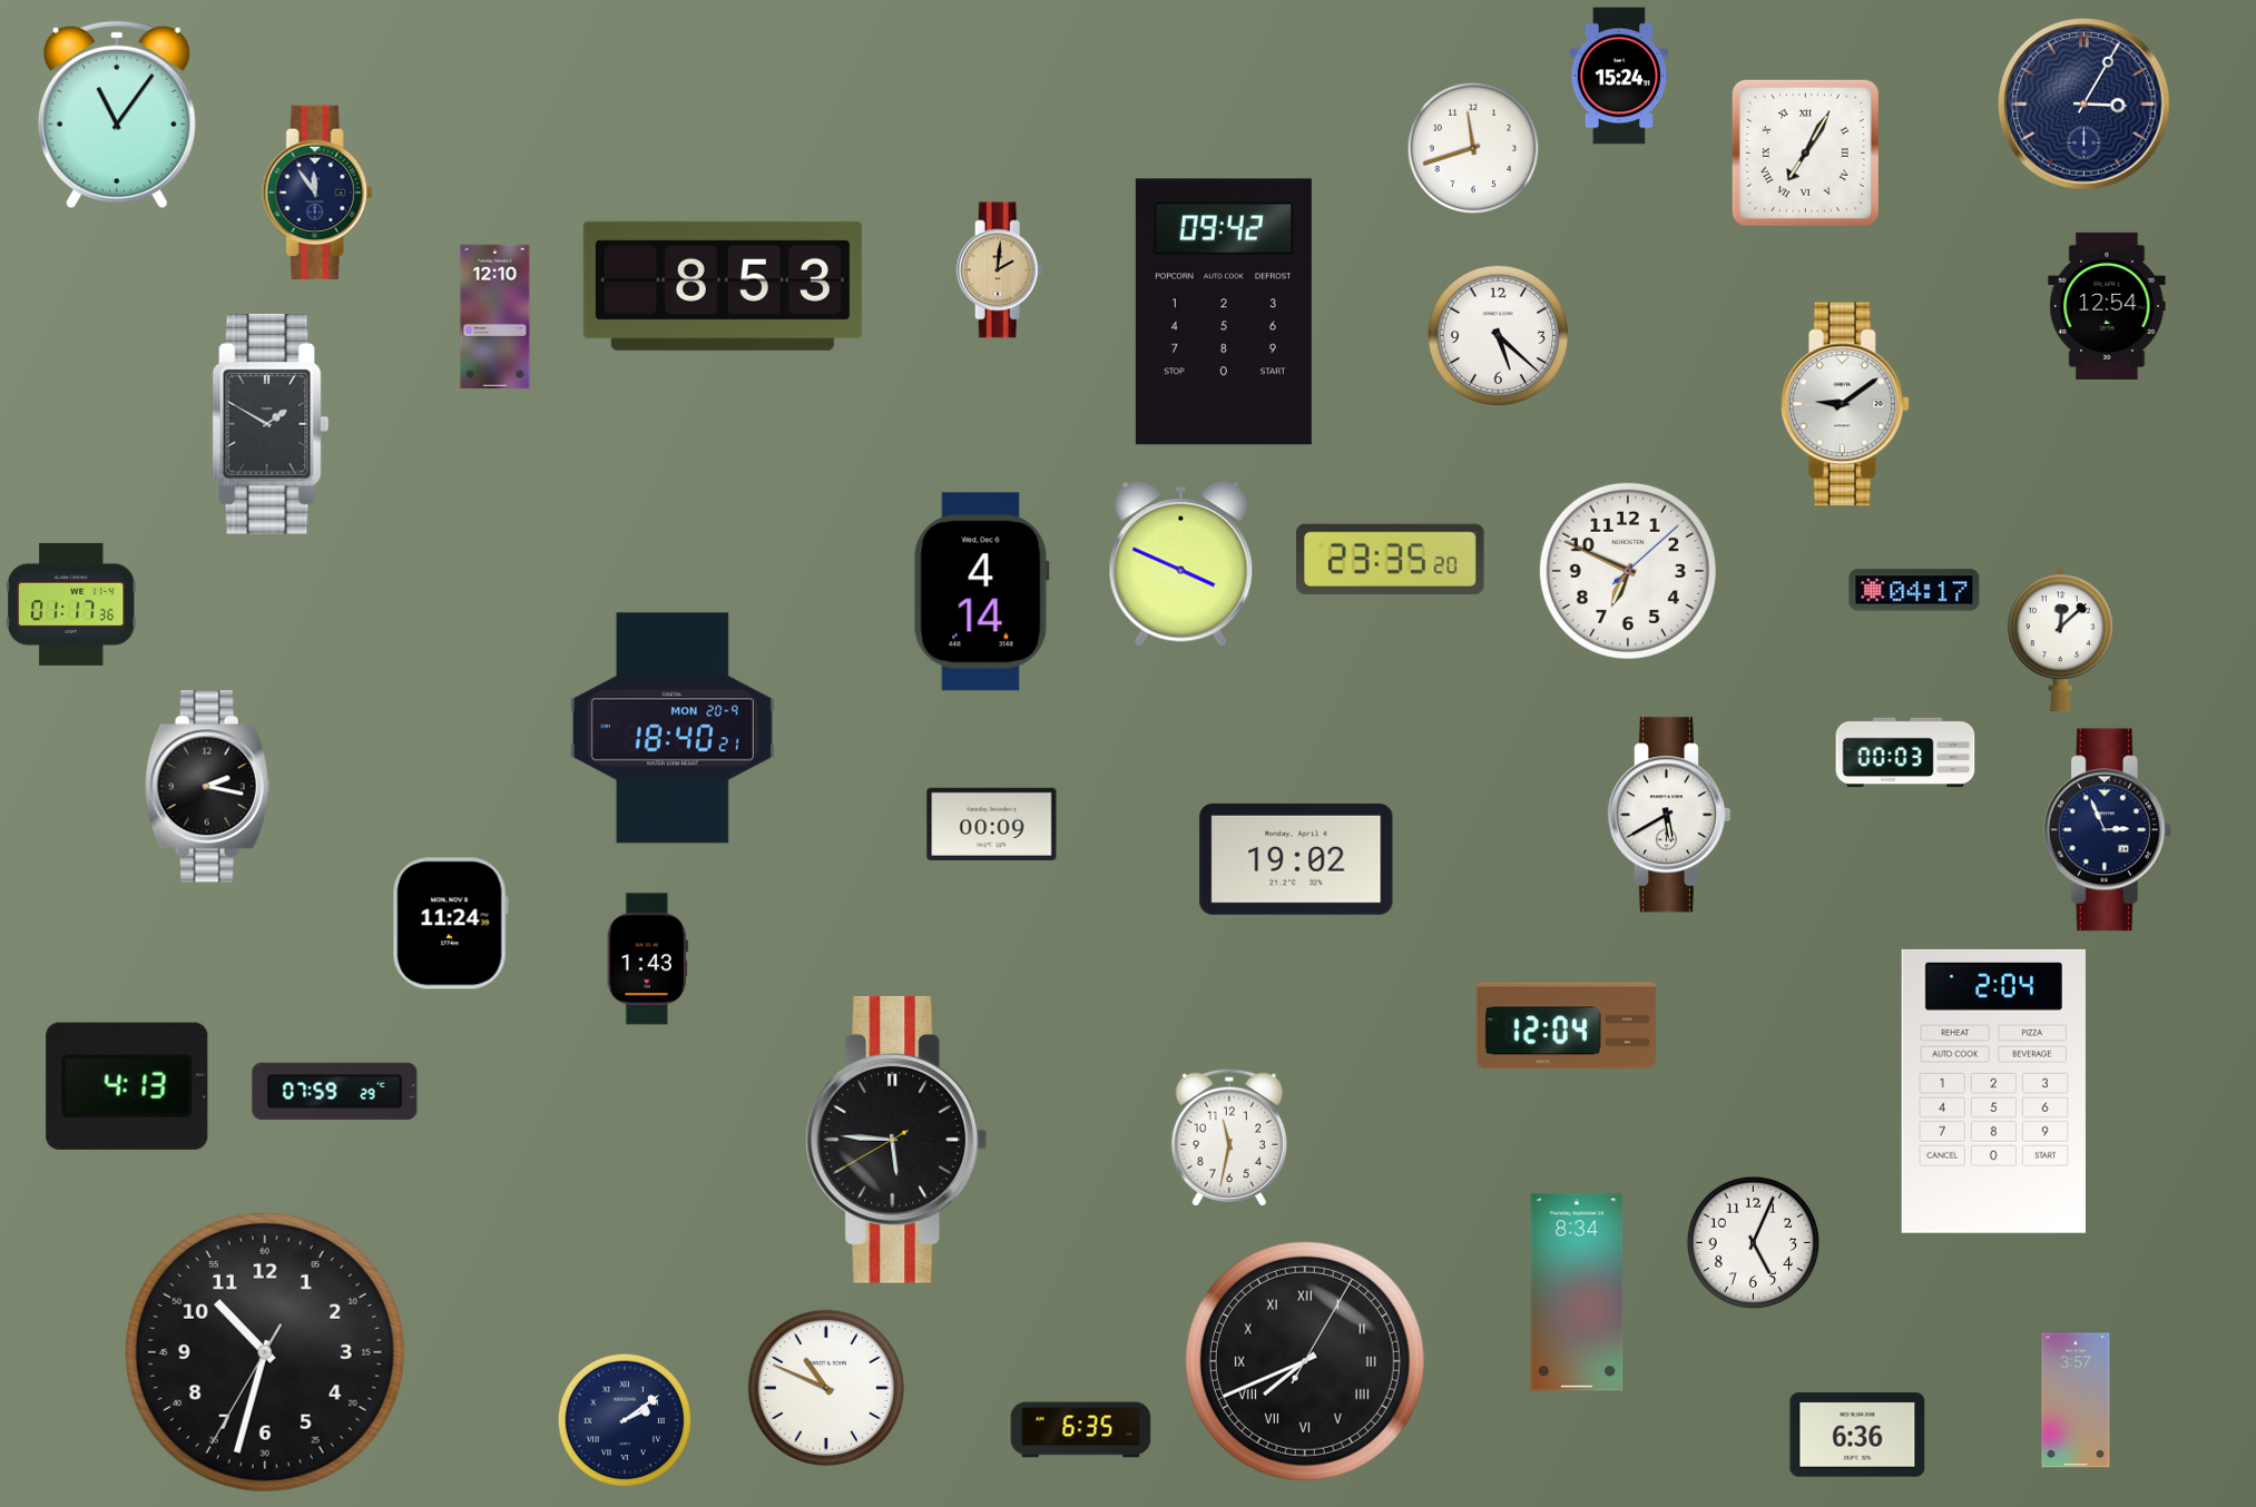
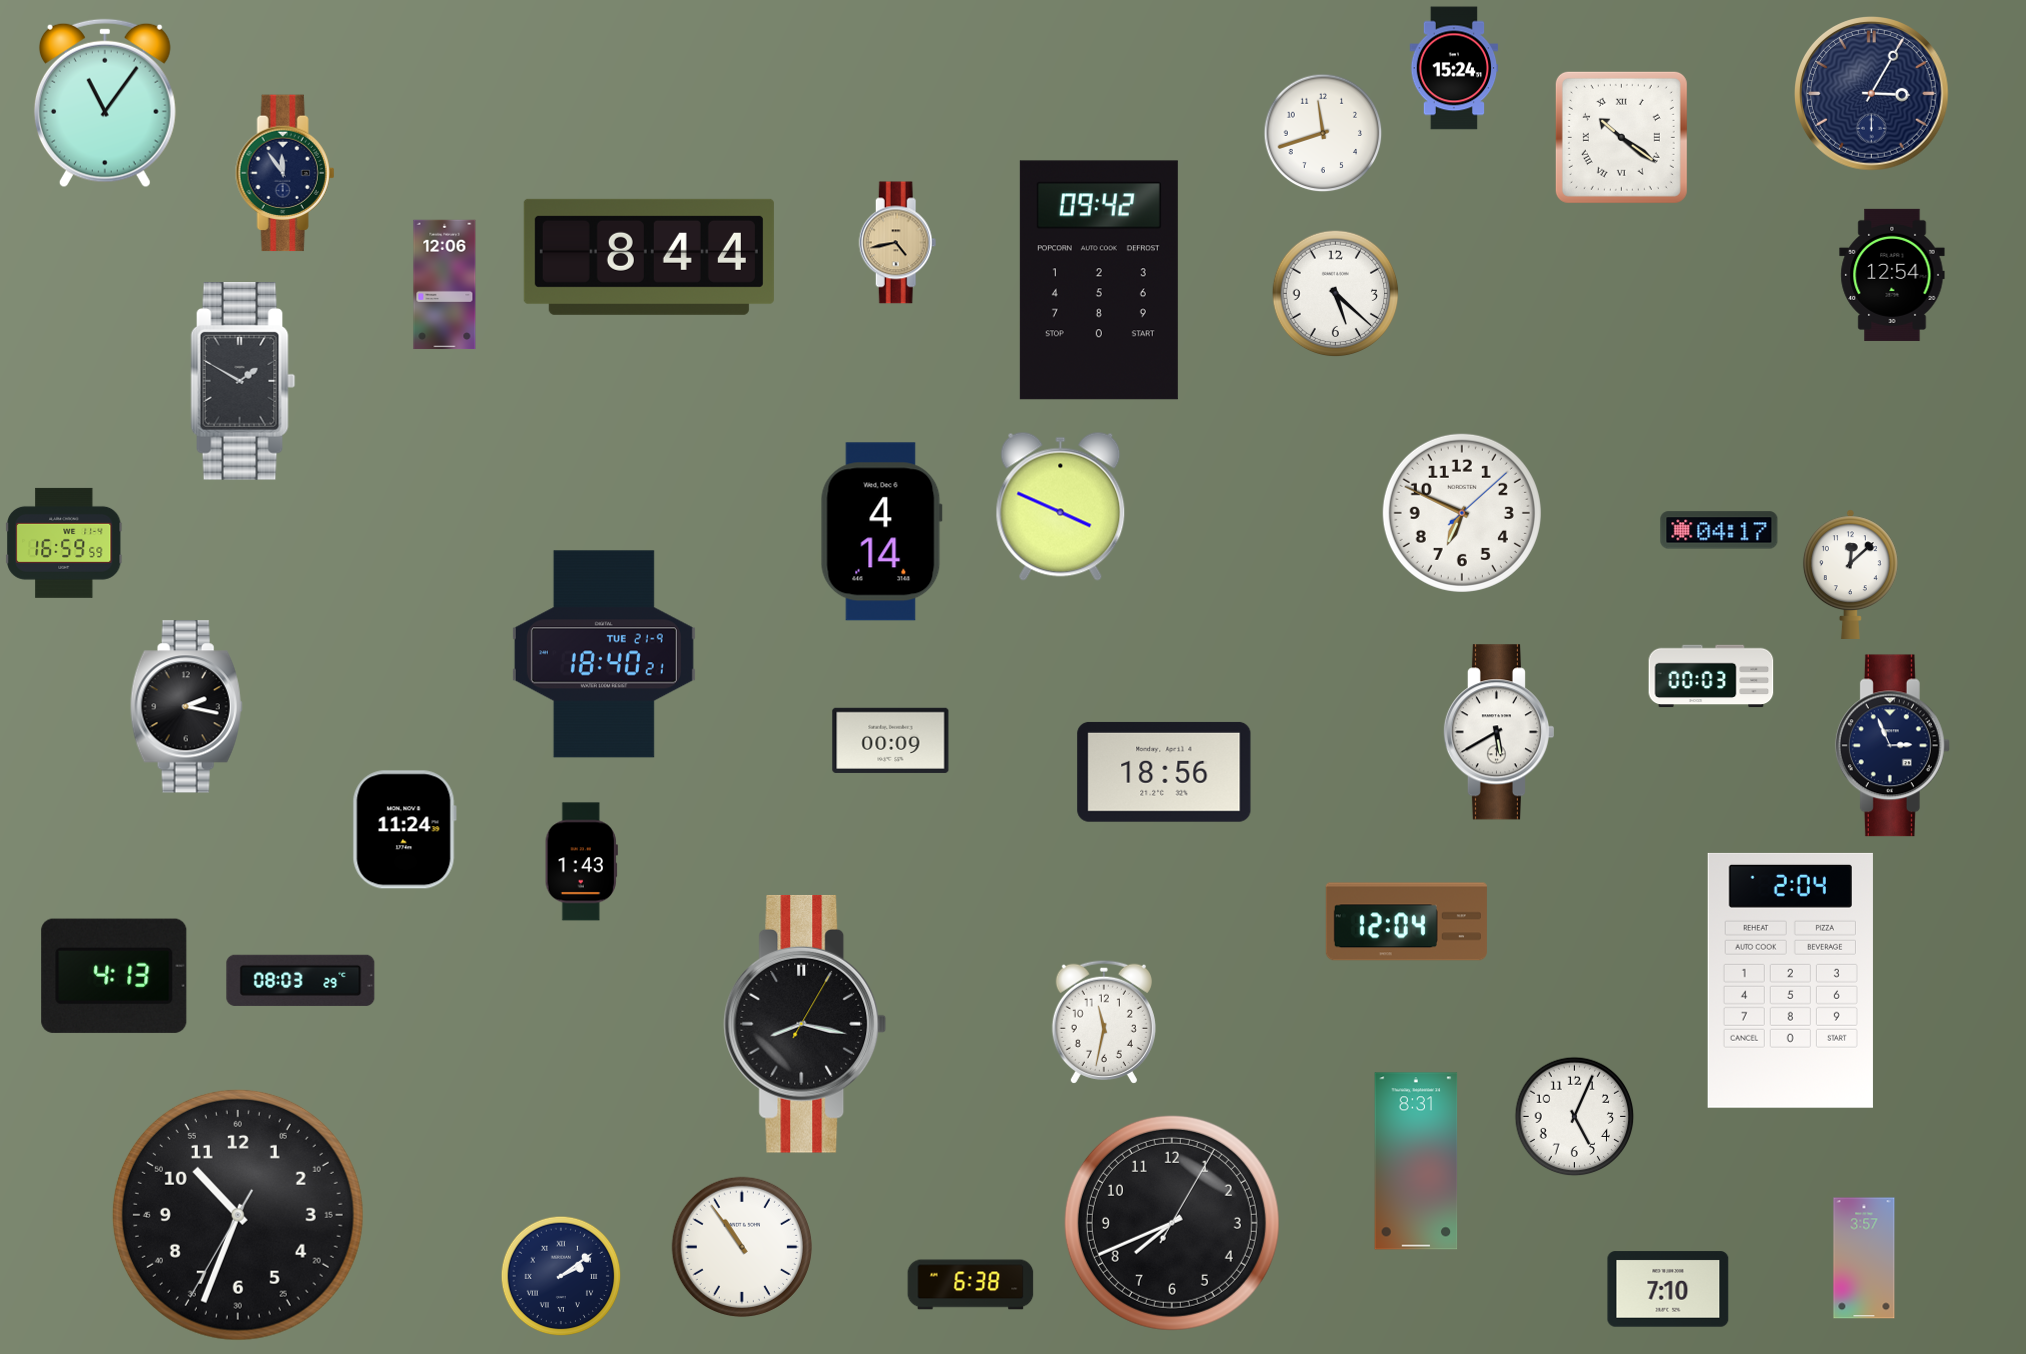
clock at (1805, 152): 7:05 -> 10:21
clock at (1000, 270): 2:01 -> 4:43
clock at (723, 286): 8:53 -> 8:44
clock at (496, 317): 12:10 -> 12:06
clock at (1499, 336) position: (1499, 336) -> (1336, 294)
clock at (1845, 404): 9:09 -> none
clock at (1391, 559): 23:35 -> none
clock at (71, 604): 01:17 -> 16:59
clock at (673, 728) date: MON 20-9 -> TUE 21-9
clock at (1296, 859): 19:02 -> 18:56
clock at (335, 1091): 07:59 -> 08:03
clock at (896, 1140): 5:45 -> 8:17
clock at (1577, 1292): 8:34 -> 8:31
clock at (265, 1352): 10:32 -> 10:33
clock at (1305, 1361) numerals: Roman -> Arabic
clock at (826, 1388): 10:49 -> 10:54
clock at (1081, 1430): 6:35 -> 6:38
clock at (1857, 1435): 6:36 -> 7:10
